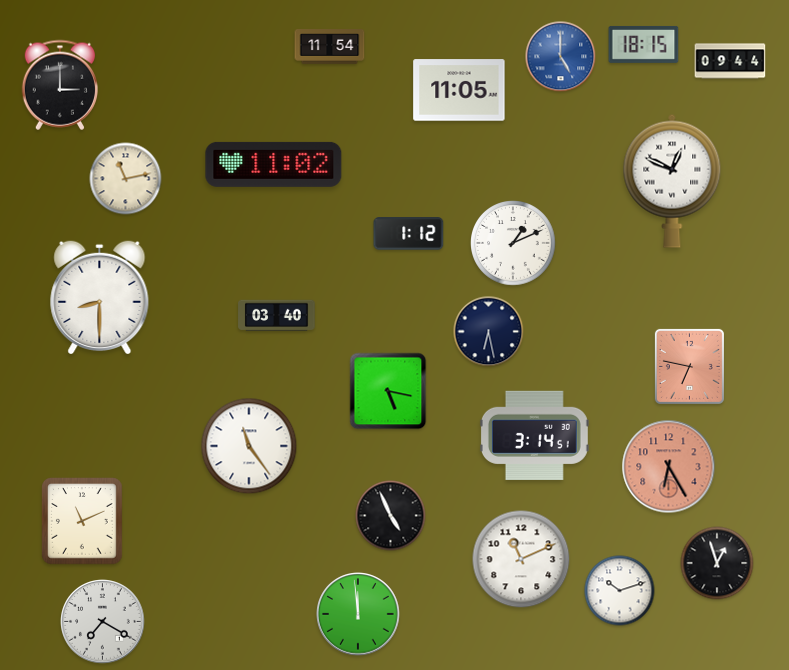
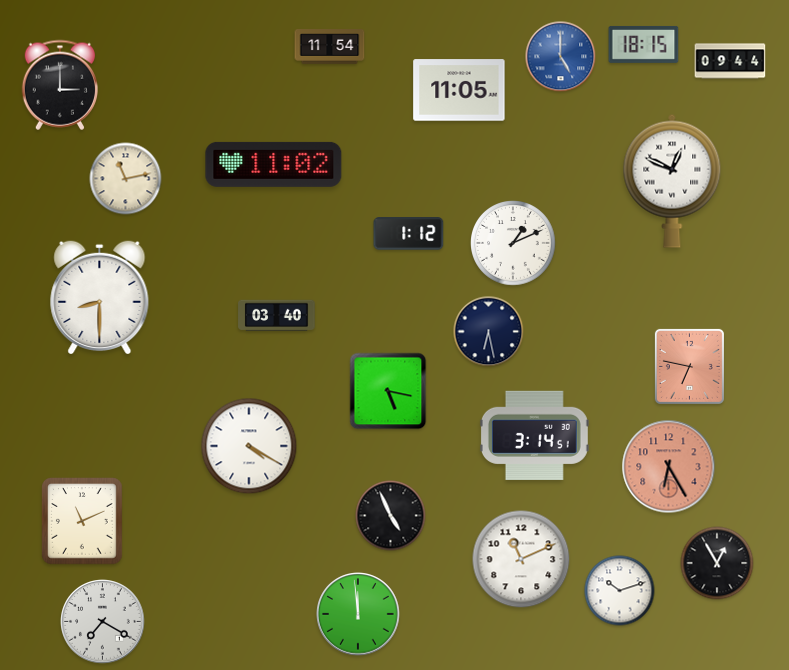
clock at (249, 446): 11:24 -> 4:20
clock at (717, 563): 12:57 -> 12:55
